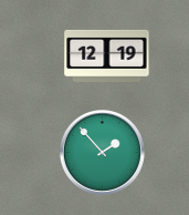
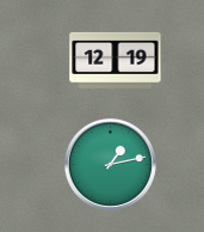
clock at (102, 152): 1:53 -> 1:13
